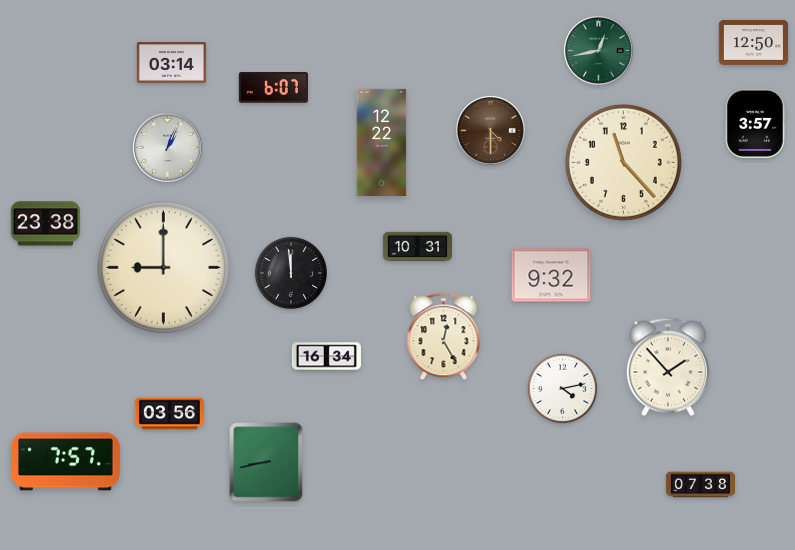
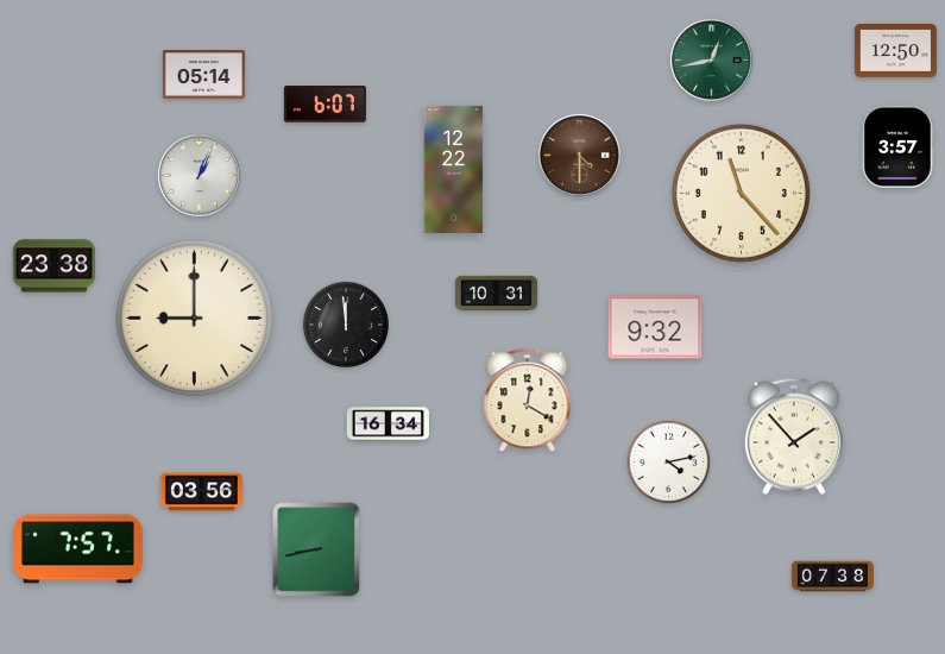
clock at (171, 63): 03:14 -> 05:14
clock at (490, 130) position: (490, 130) -> (579, 155)
clock at (444, 337): 12:25 -> 12:20
